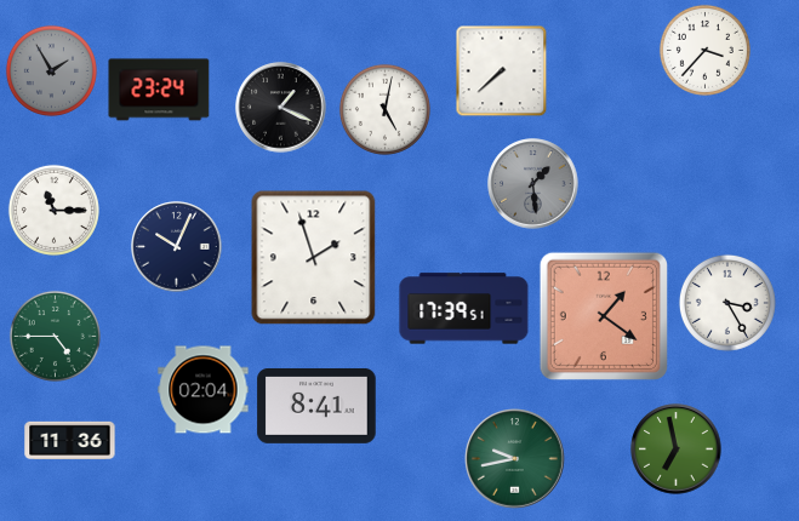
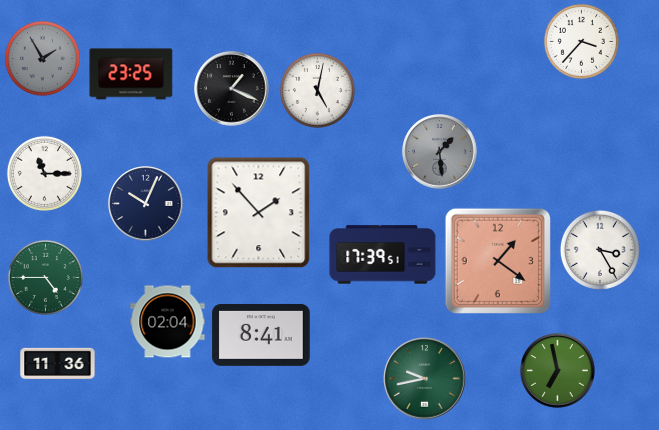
clock at (502, 71): 7:38 -> none
clock at (159, 90): 23:24 -> 23:25
clock at (314, 258): 1:57 -> 1:53
